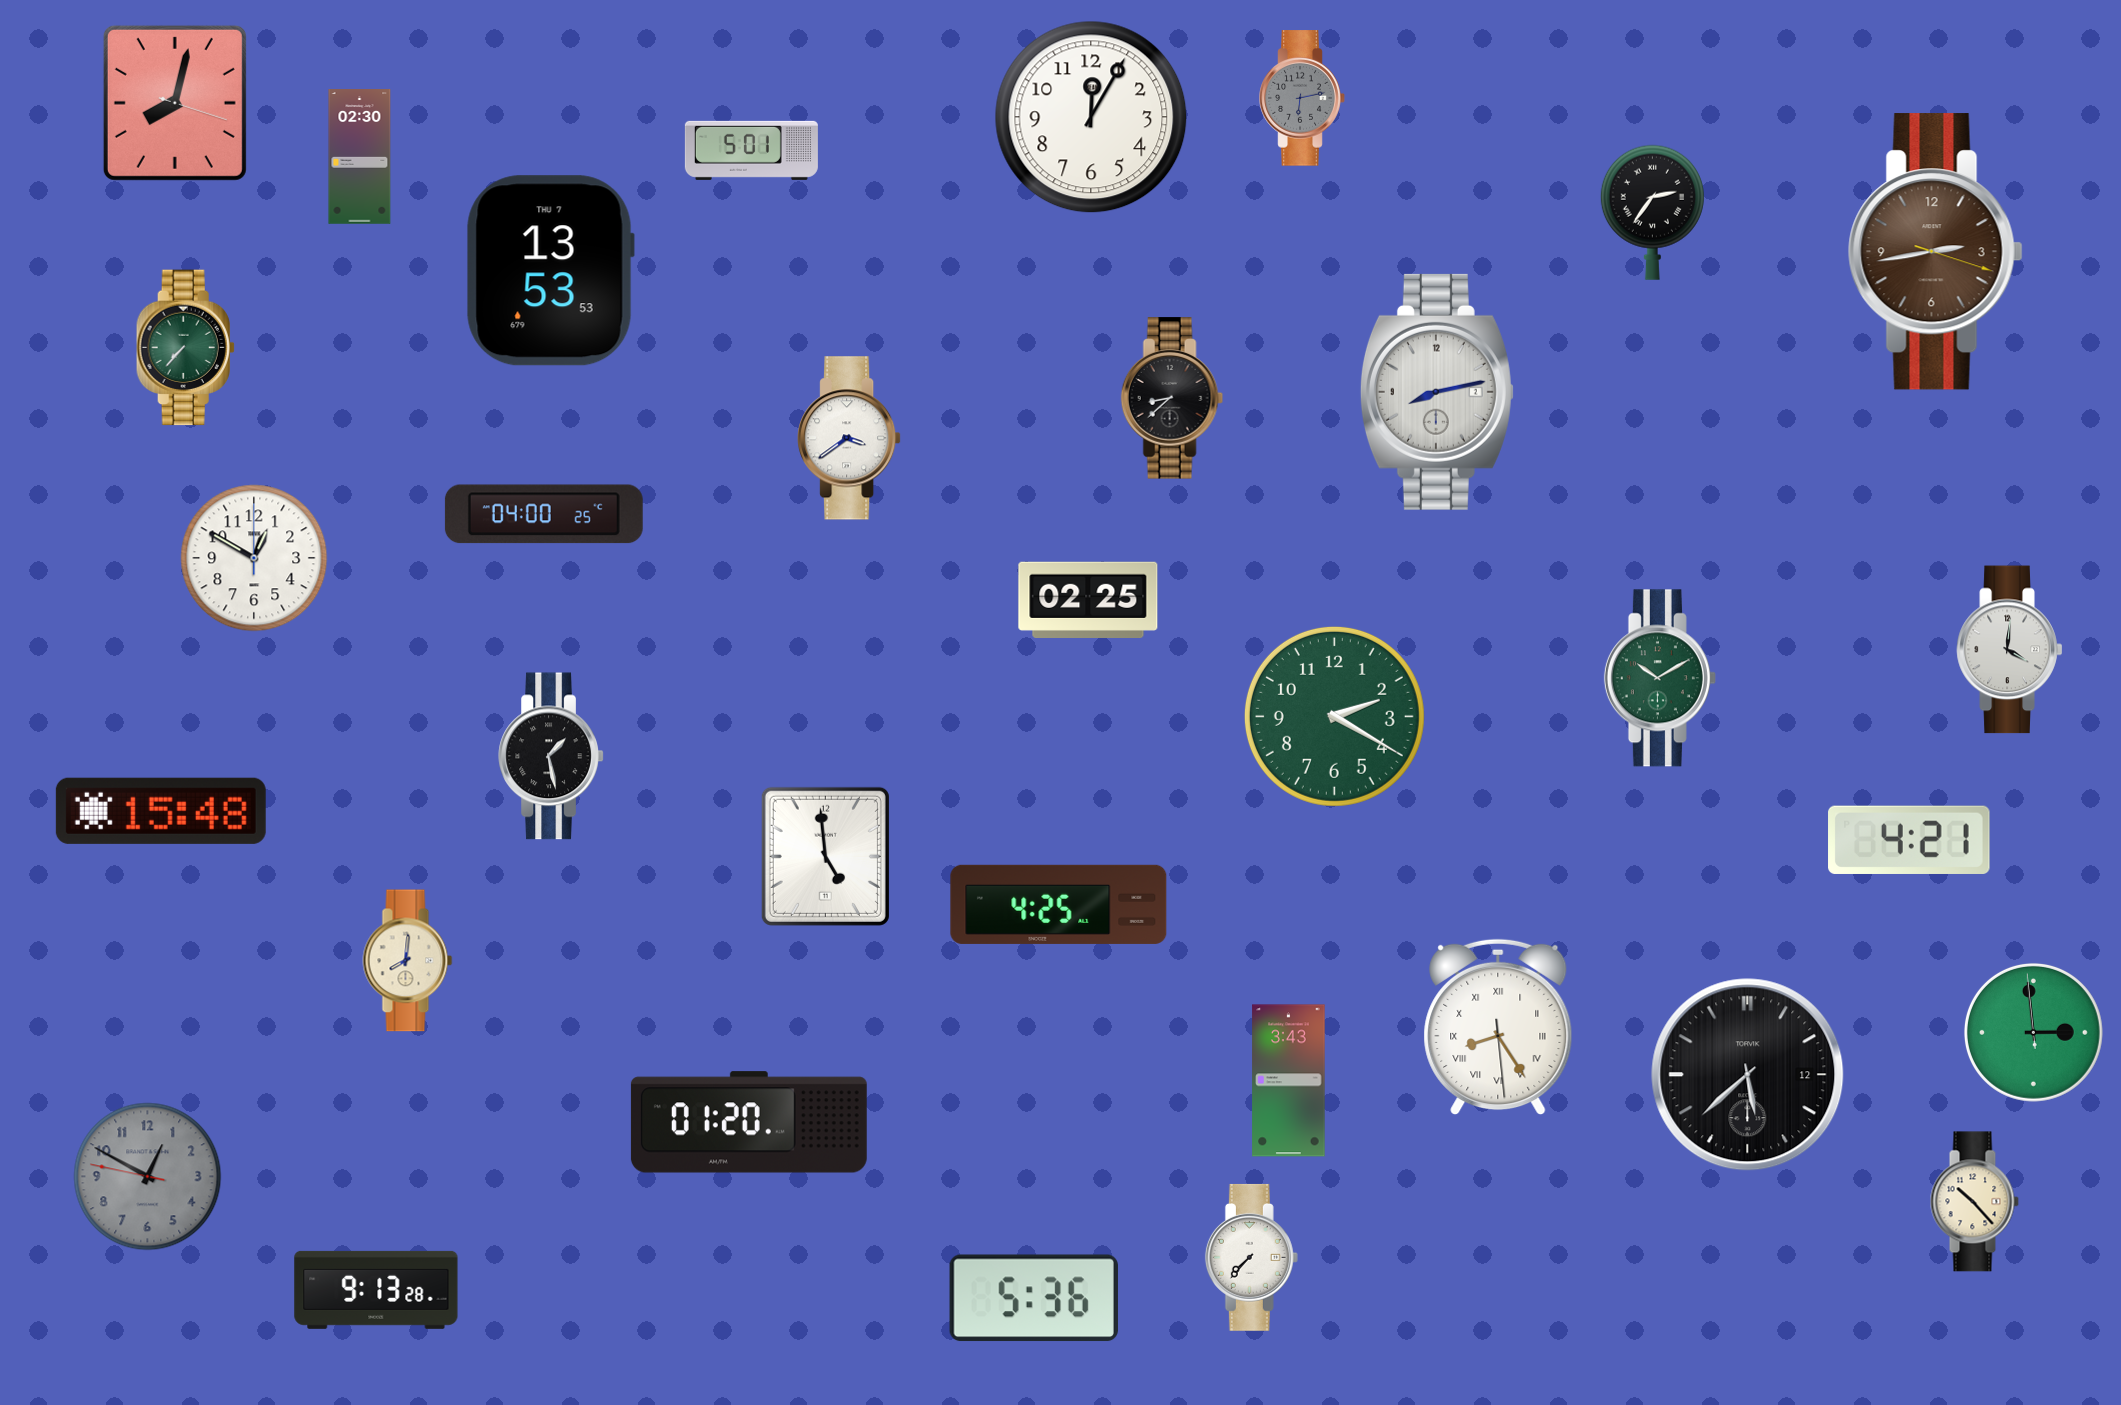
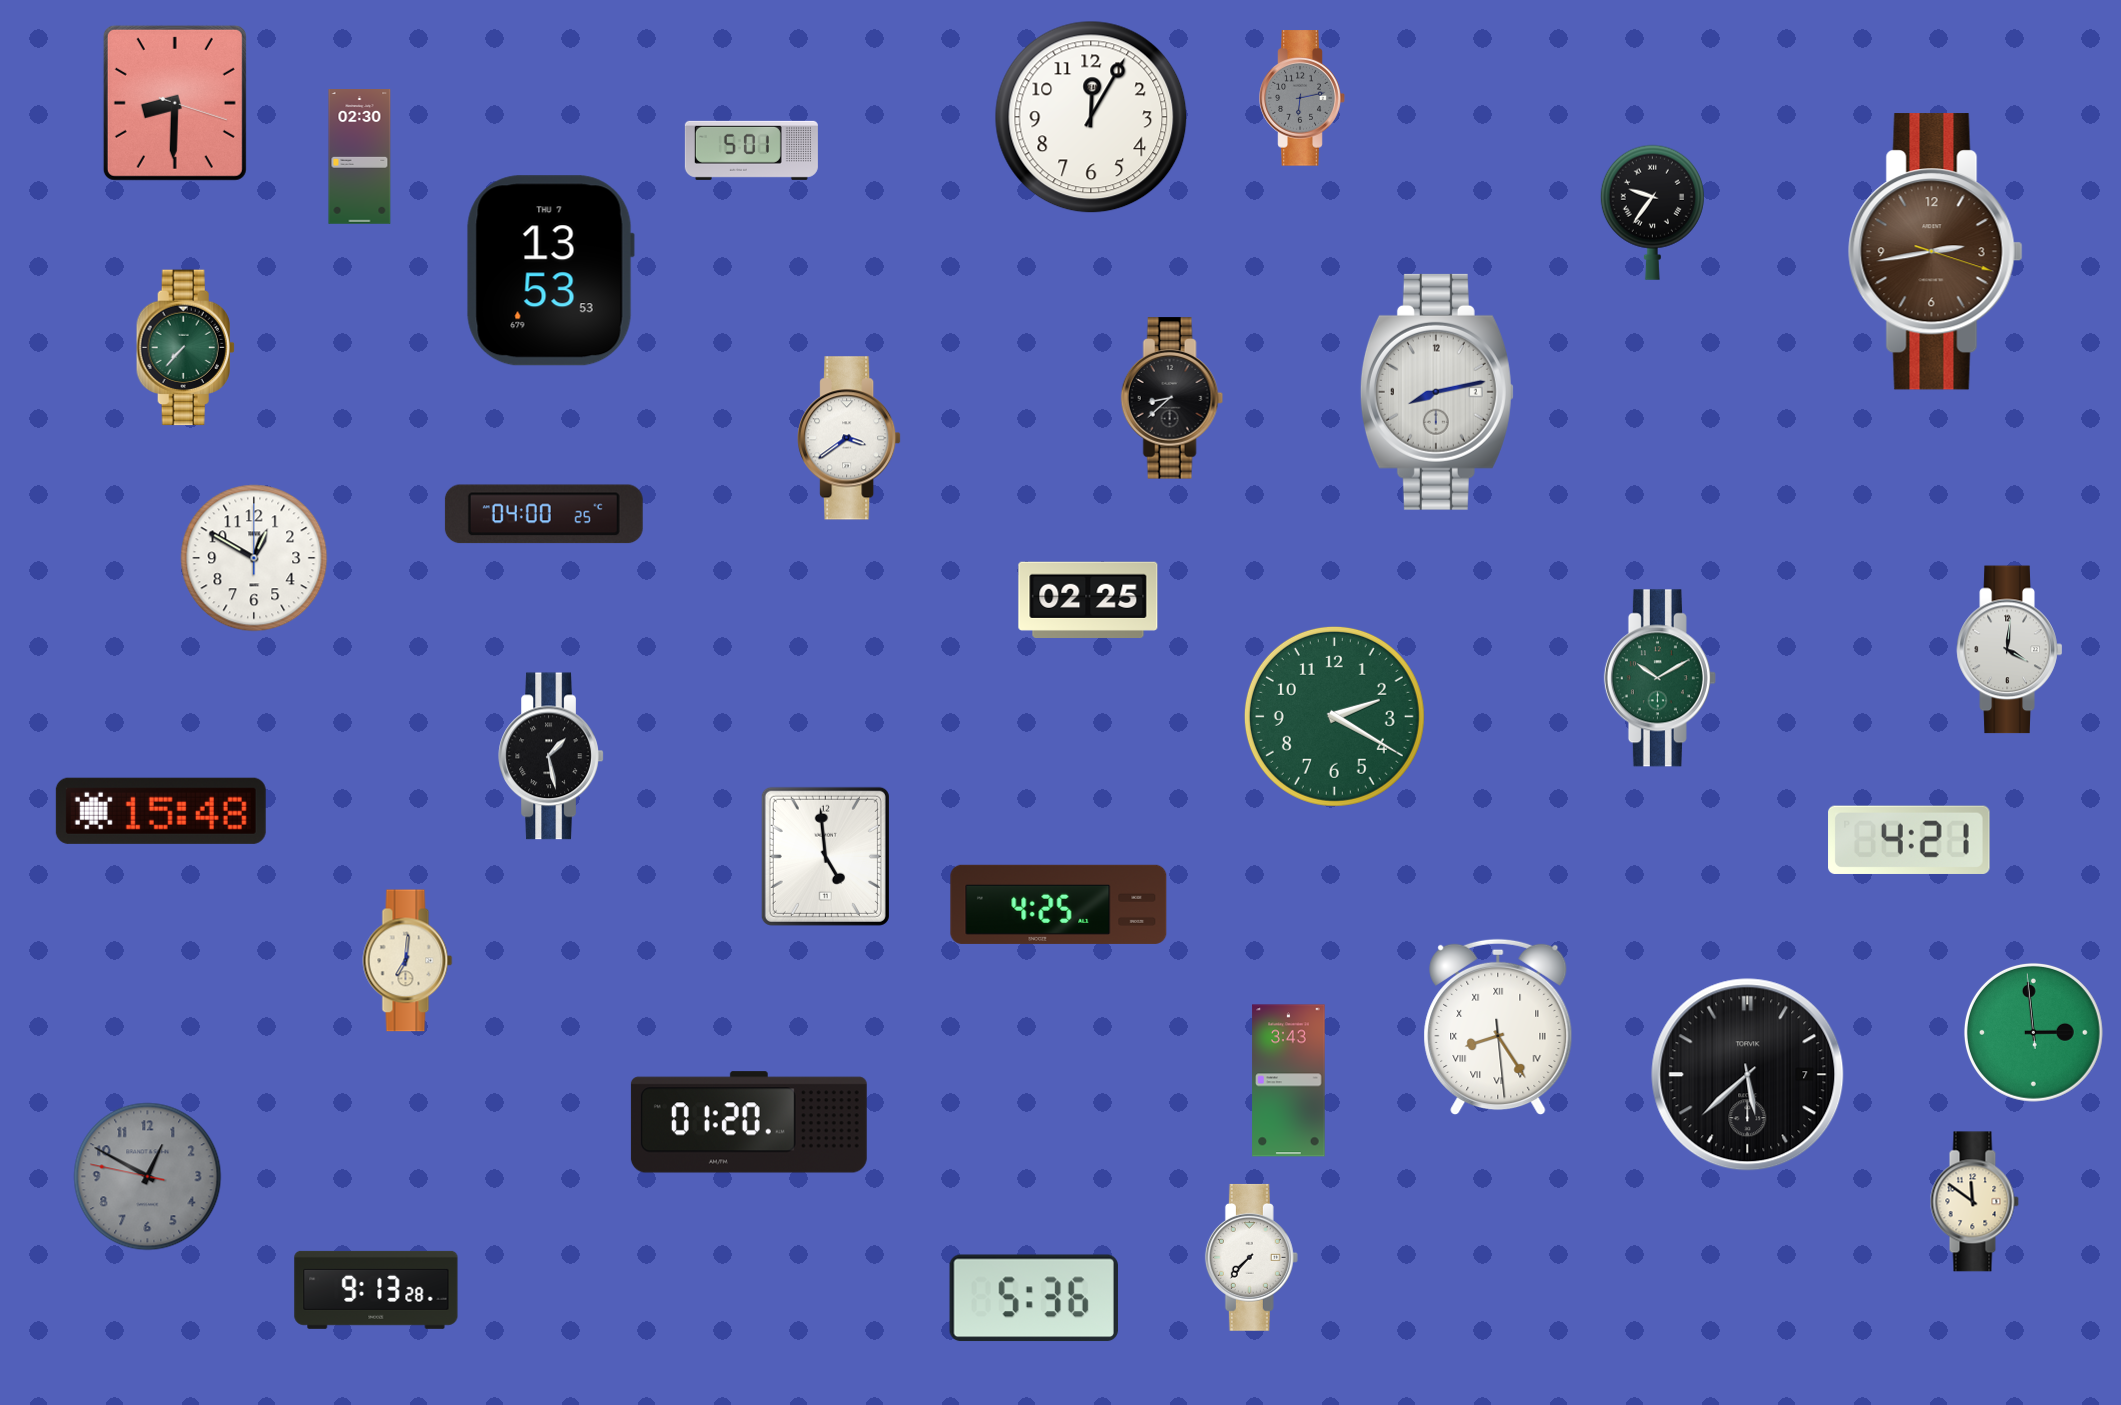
clock at (175, 103): 8:02 -> 8:30
clock at (1652, 212): 2:36 -> 9:36
clock at (408, 961): 8:01 -> 7:01
clock at (1748, 1075) date: 12 -> 7
clock at (1974, 1202): 10:23 -> 11:51
